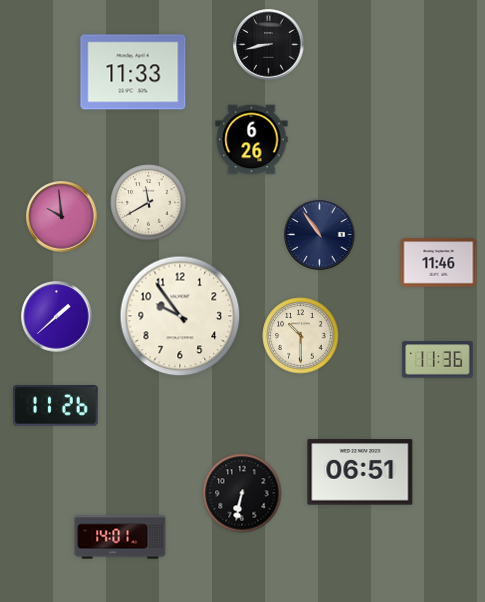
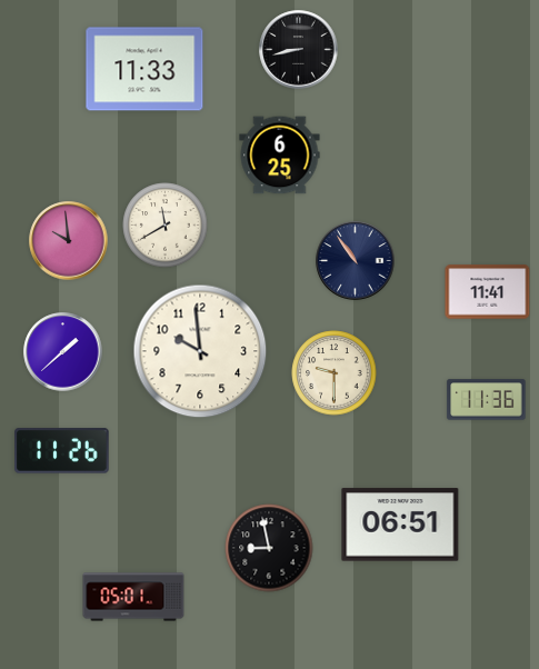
clock at (133, 72) position: (133, 72) -> (144, 69)
clock at (252, 140): 6:26 -> 6:25
clock at (439, 263): 11:46 -> 11:41
clock at (180, 316): 9:54 -> 9:59
clock at (301, 336): 10:30 -> 9:30
clock at (242, 493): 6:32 -> 8:58
clock at (120, 537): 14:01 -> 05:01
